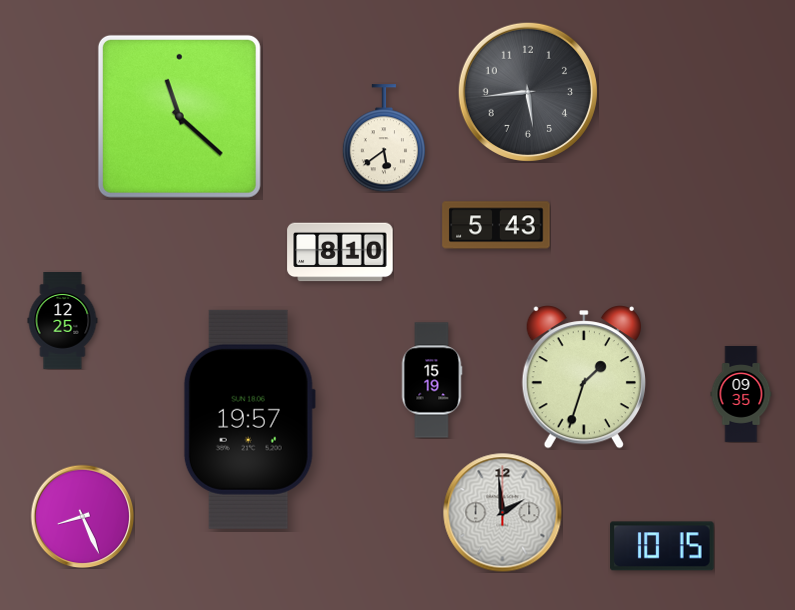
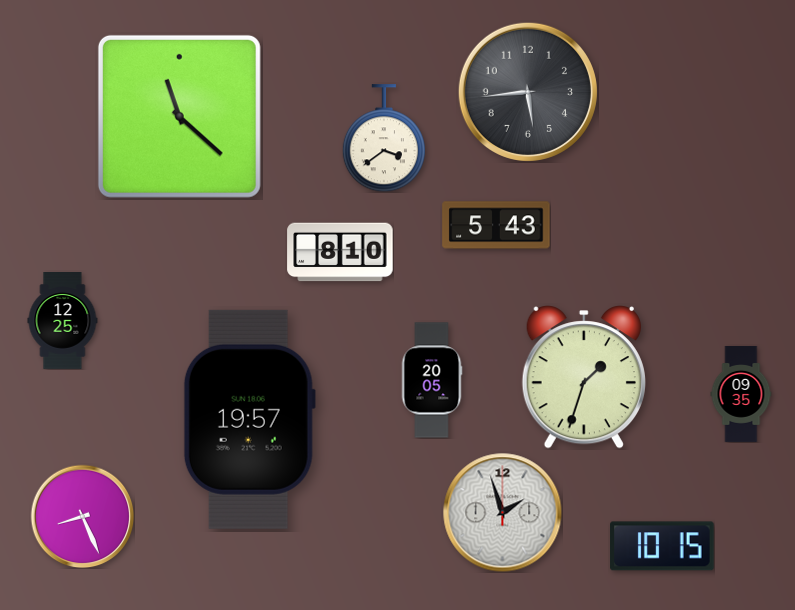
clock at (384, 138): 5:39 -> 3:39
clock at (432, 380): 15:19 -> 20:05
clock at (503, 513): 1:59 -> 1:57
